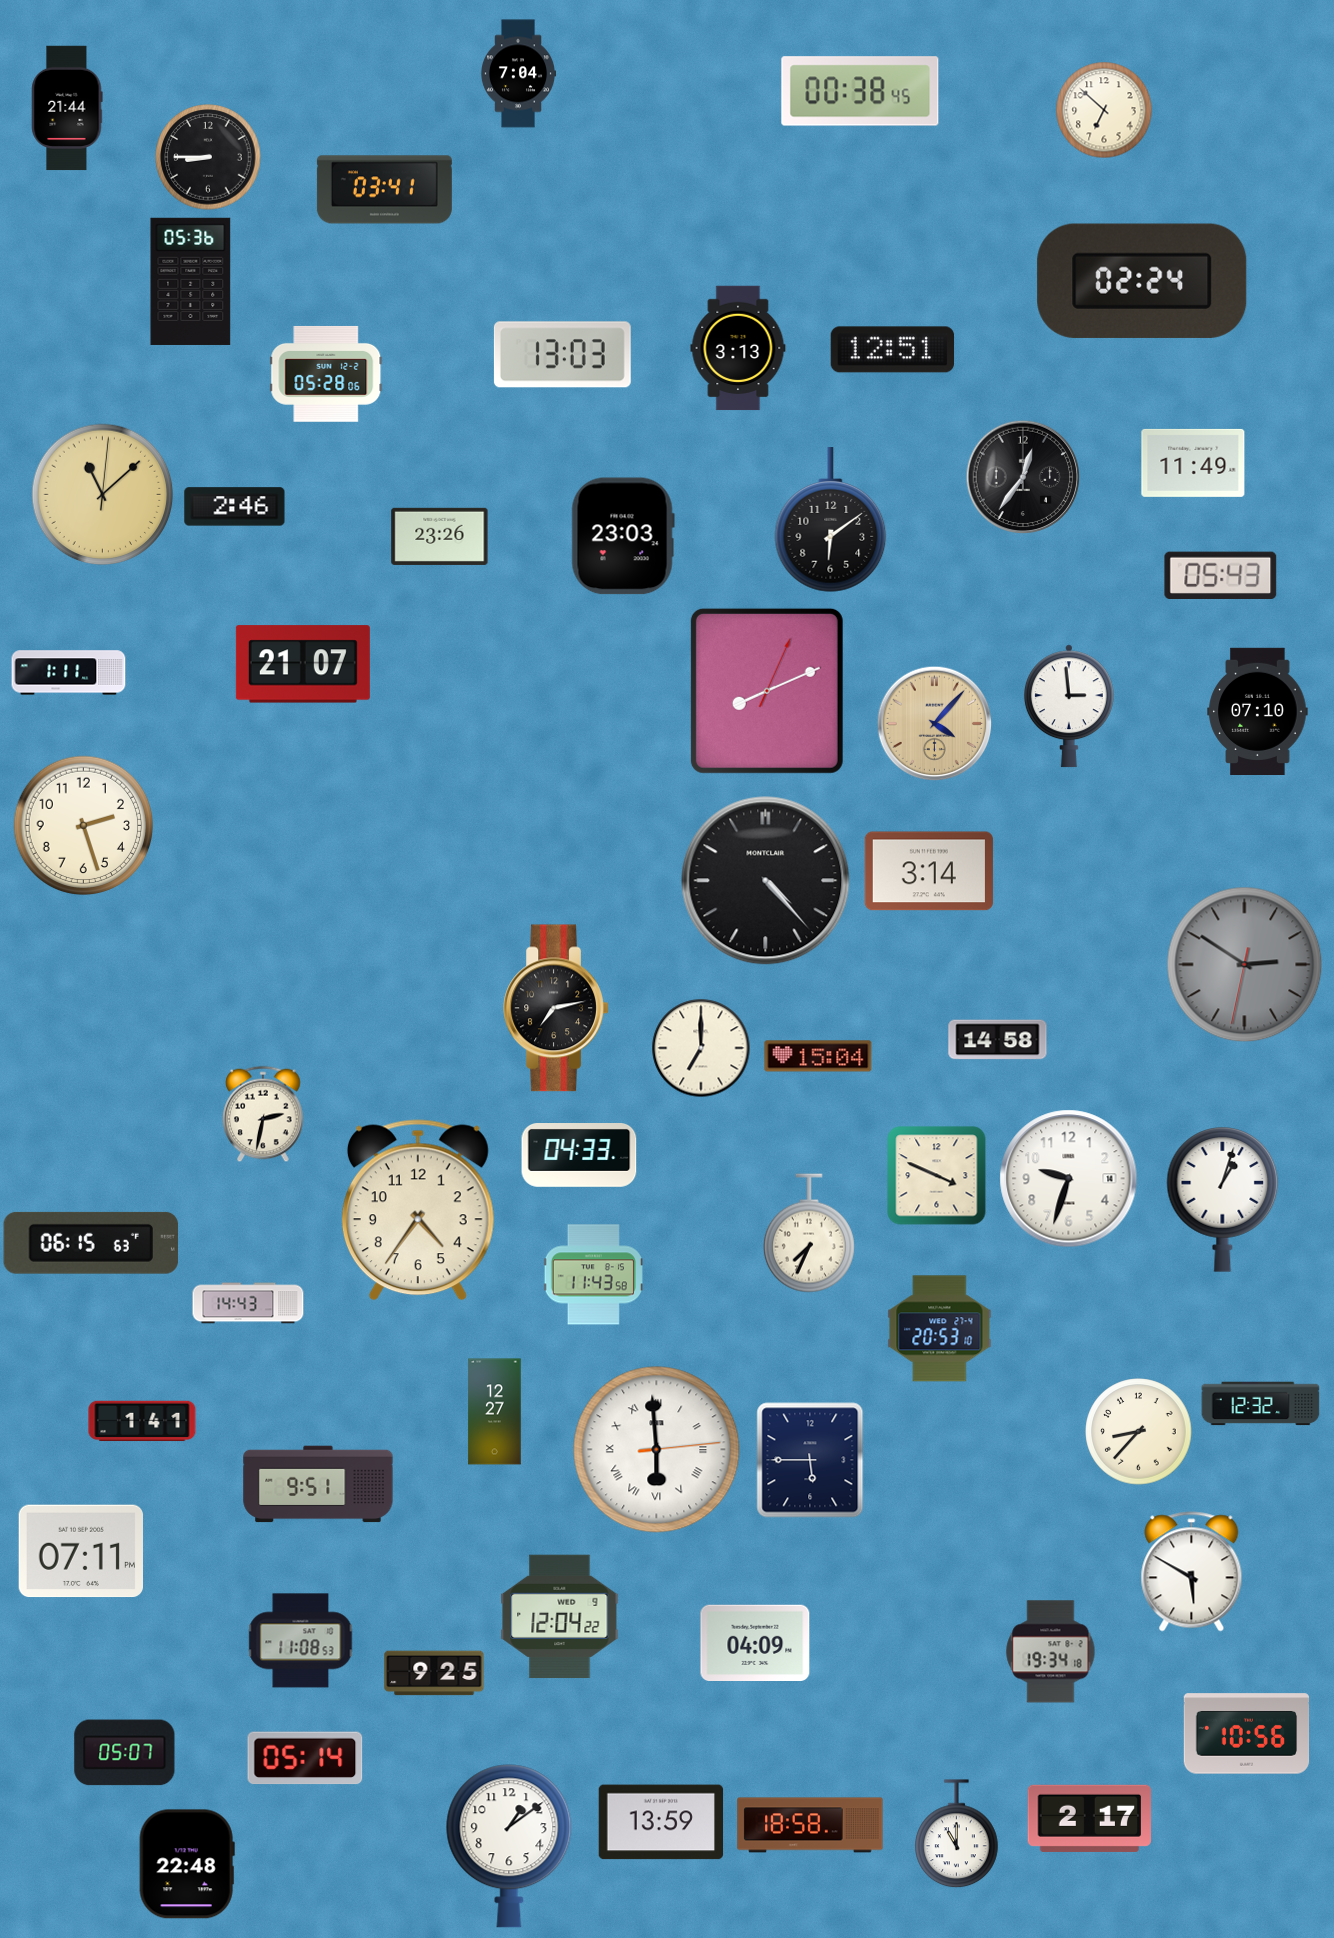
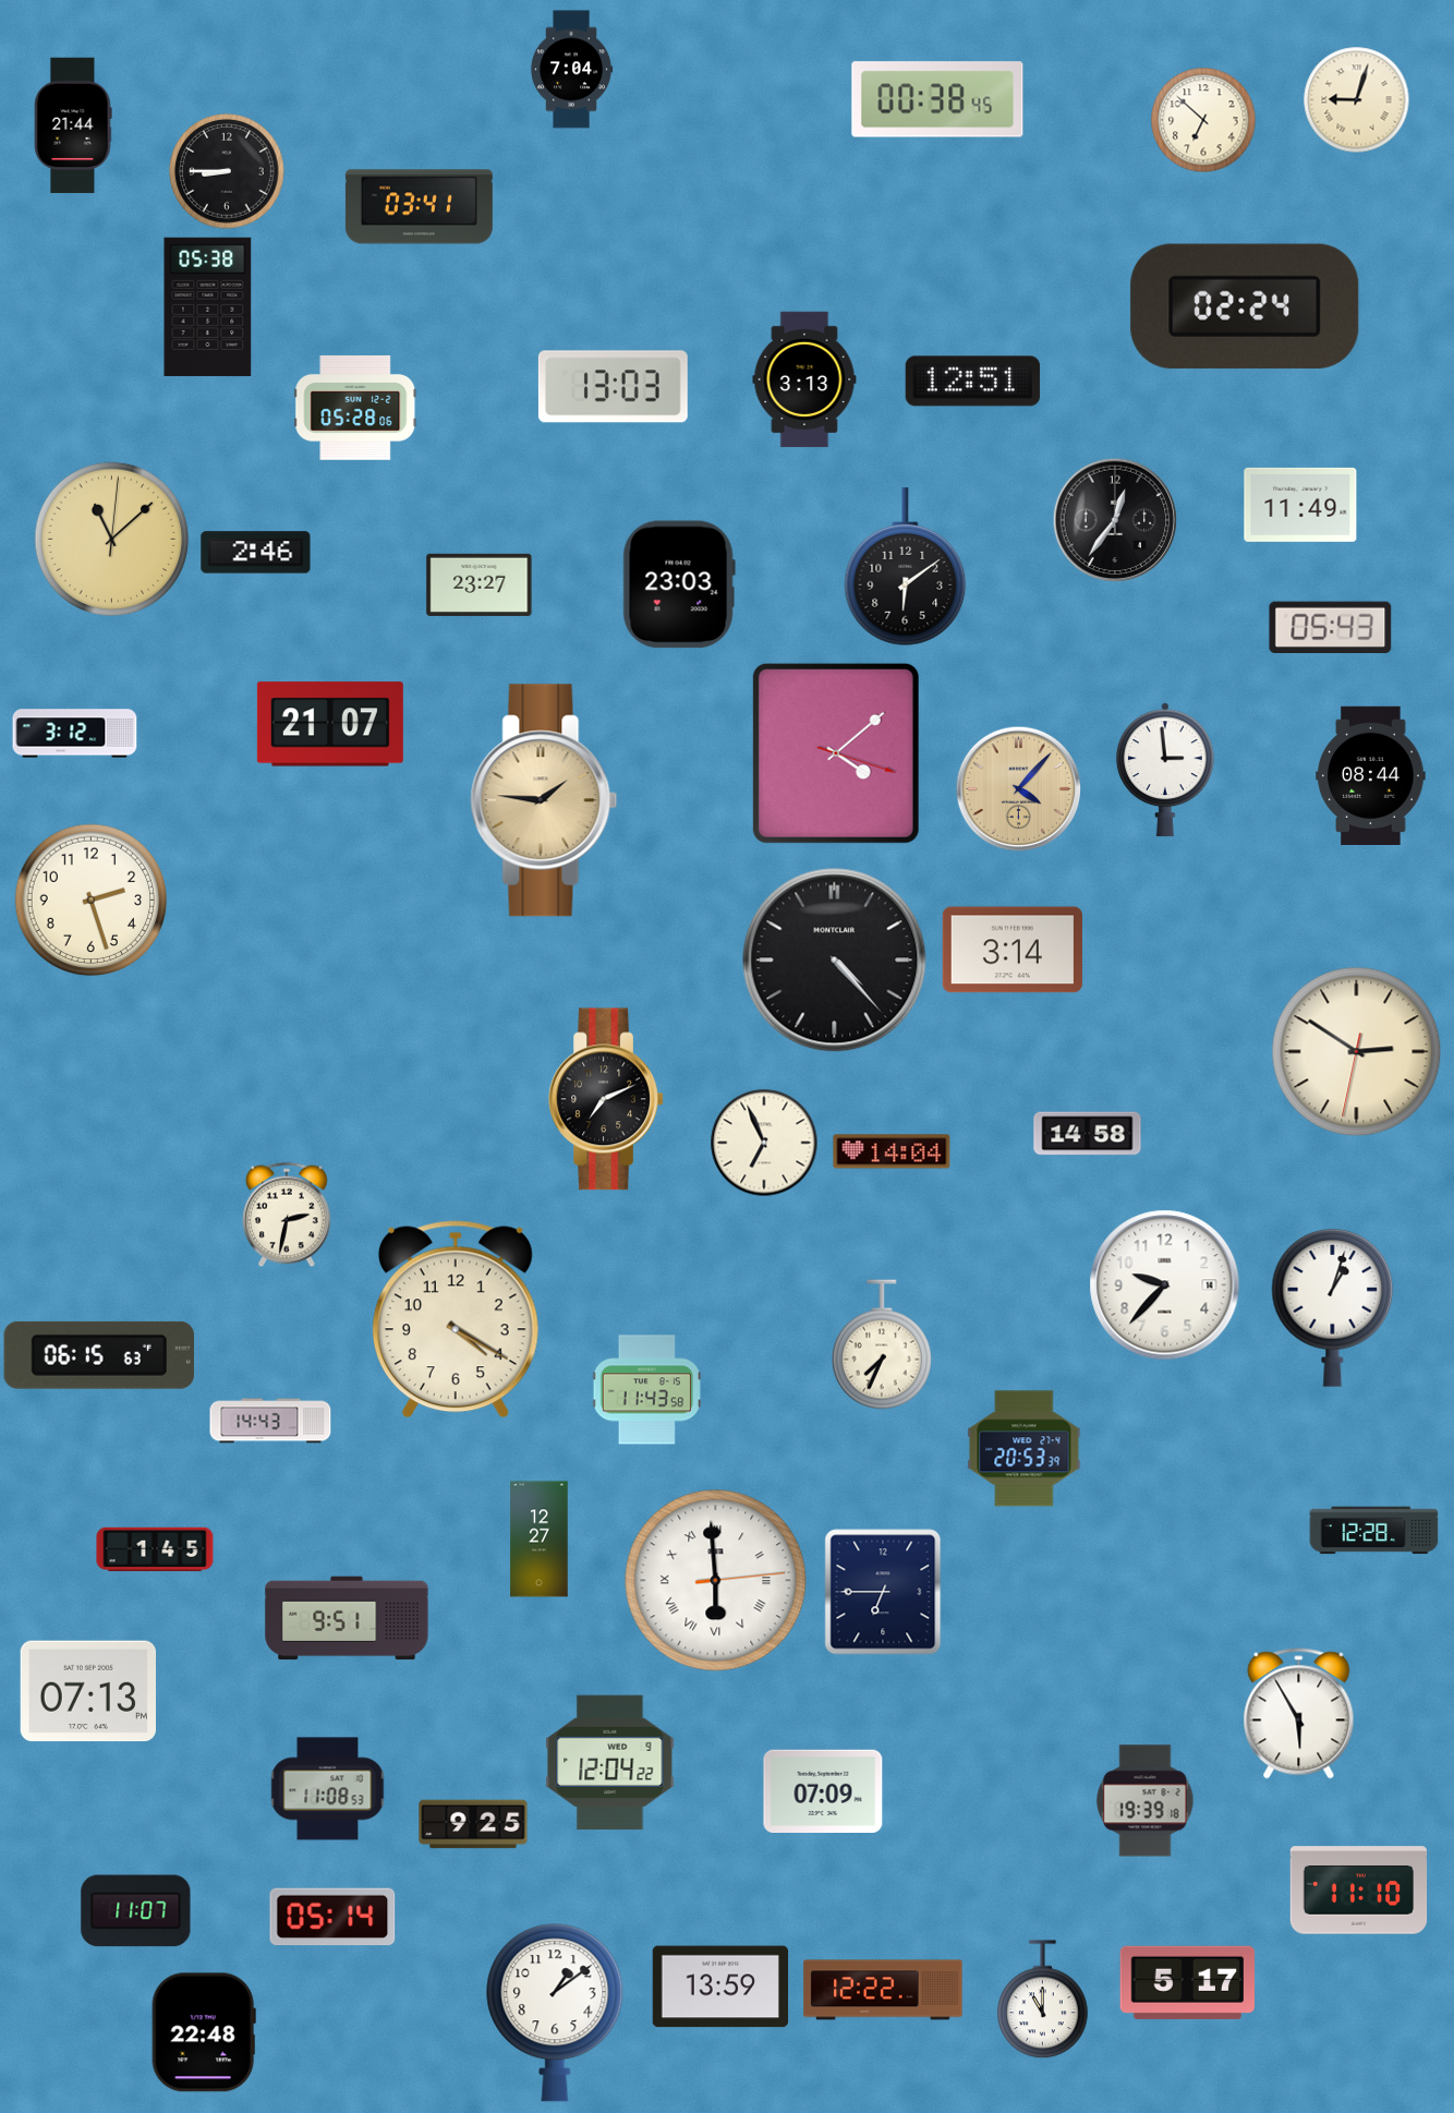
clock at (518, 74) position: (518, 74) -> (571, 70)
clock at (1356, 99): none -> 9:03
clock at (67, 108) position: (67, 108) -> (73, 125)
clock at (191, 281): 05:36 -> 05:38
clock at (440, 536): 23:26 -> 23:27
clock at (69, 673): 1:11 -> 3:12
clock at (767, 691): 8:11 -> 4:08
clock at (1258, 711): 07:10 -> 08:44
clock at (544, 800): none -> 1:46
clock at (1245, 965) dial: grey -> cream
clock at (556, 1008): 7:13 -> 7:11
clock at (701, 1048): 7:00 -> 6:56
clock at (818, 1056): 15:04 -> 14:04
clock at (579, 1156): 04:33 -> none
clock at (937, 1176): 3:49 -> none
clock at (1069, 1179): 9:33 -> 9:37
clock at (418, 1210): 4:36 -> 4:20
clock at (940, 1329): 20:53:10 -> 20:53:39
clock at (1261, 1404): 12:32 -> 12:28
clock at (142, 1421): 1:41 -> 1:45
clock at (1139, 1432): 8:37 -> none
clock at (810, 1460): 5:45 -> 6:45
clock at (80, 1551): 07:11 -> 07:13
clock at (1192, 1572): 5:50 -> 5:55
clock at (755, 1642): 04:09 -> 07:09
clock at (1051, 1652): 19:34 -> 19:39
clock at (1247, 1734): 10:56 -> 11:10
clock at (125, 1753): 05:07 -> 11:07
clock at (1090, 1818): 2:17 -> 5:17
clock at (810, 1825): 18:58 -> 12:22
